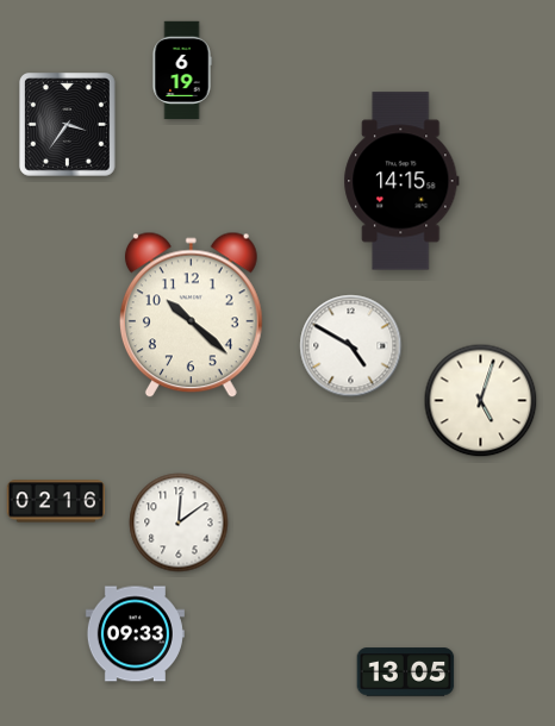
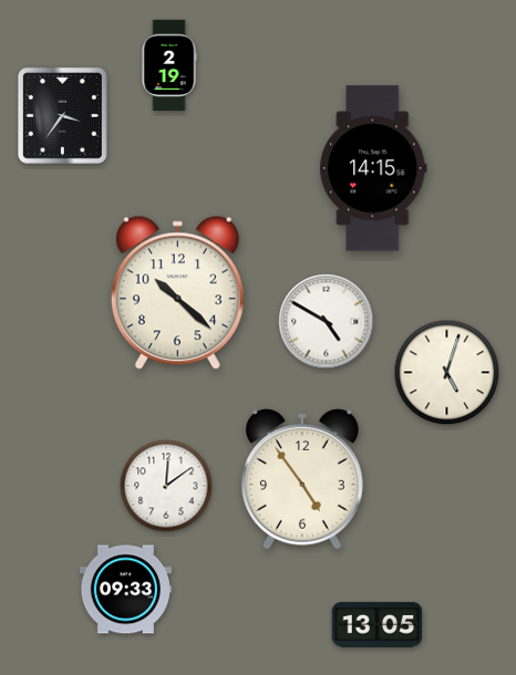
clock at (182, 70): 6:19 -> 2:19
clock at (56, 501): 02:16 -> none
clock at (303, 480): none -> 4:54
